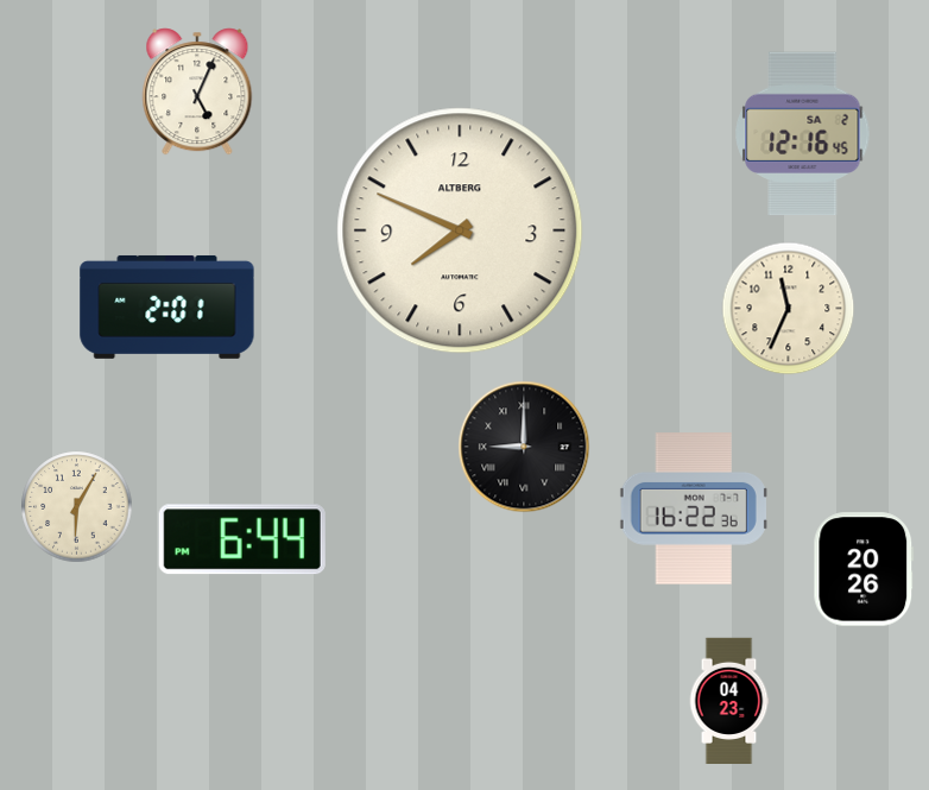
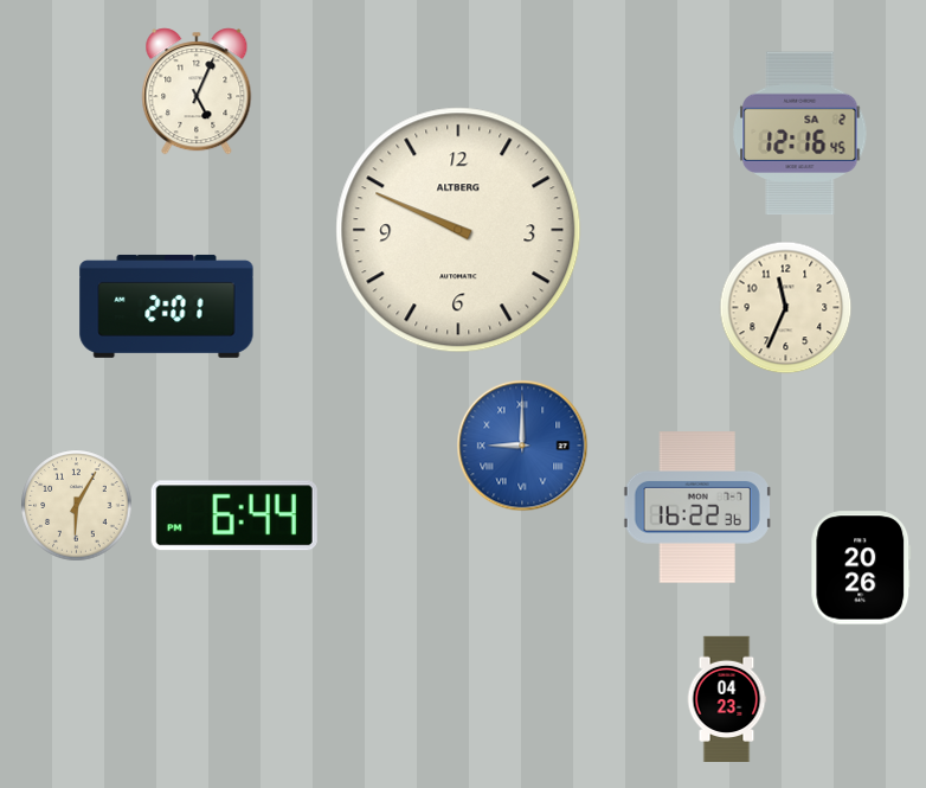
clock at (460, 230): 7:49 -> 9:49
clock at (524, 447) dial: black -> blue
clock at (694, 508) position: (694, 508) -> (697, 507)
clock at (242, 539) position: (242, 539) -> (234, 515)
